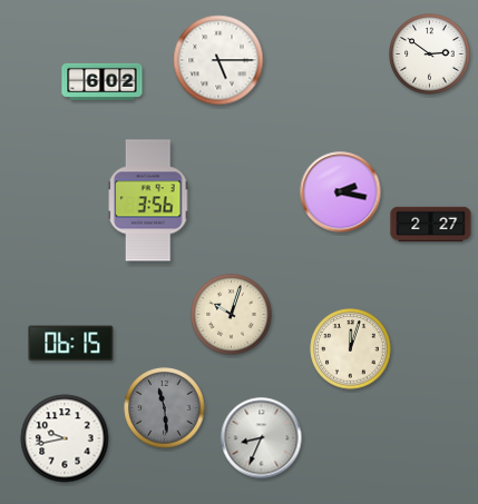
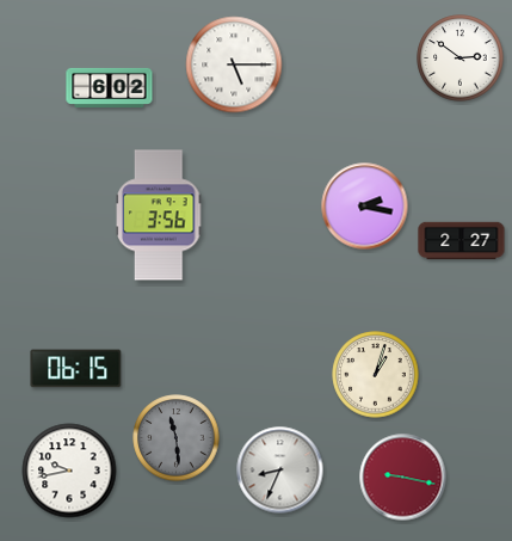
clock at (232, 315): 10:03 -> none
clock at (351, 349): 12:03 -> 1:03
clock at (403, 478): none -> 9:17
